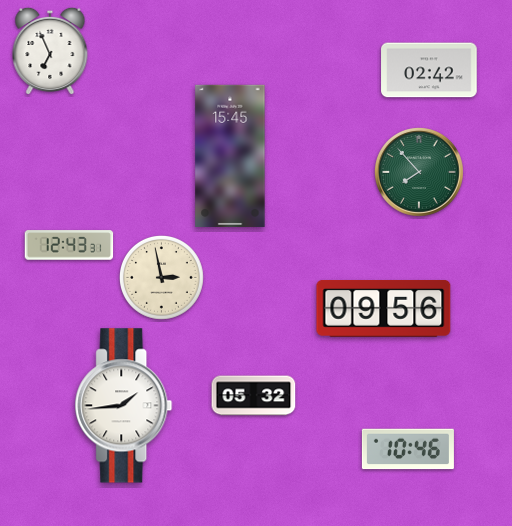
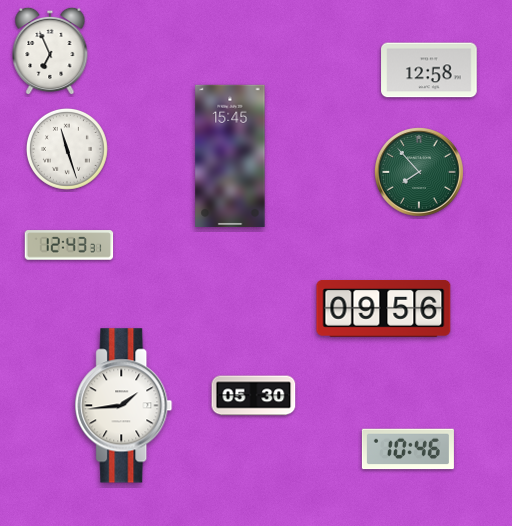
clock at (429, 70): 02:42 -> 12:58
clock at (67, 149): none -> 11:27
clock at (162, 278): 2:58 -> none
clock at (254, 396): 05:32 -> 05:30
